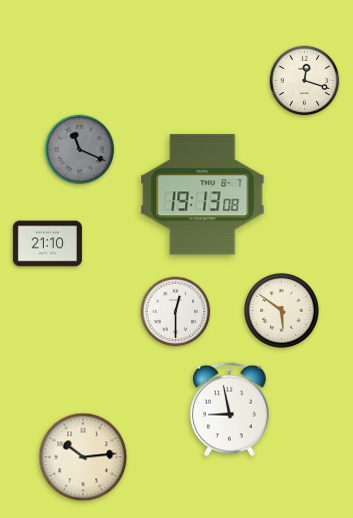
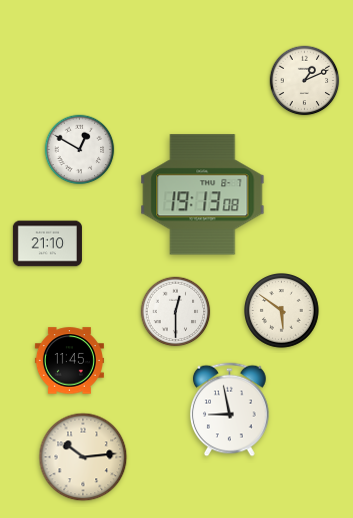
clock at (305, 81): 12:18 -> 1:11
clock at (80, 150): 11:19 -> 12:50
clock at (80, 150) dial: grey -> white
clock at (69, 361): none -> 11:45
